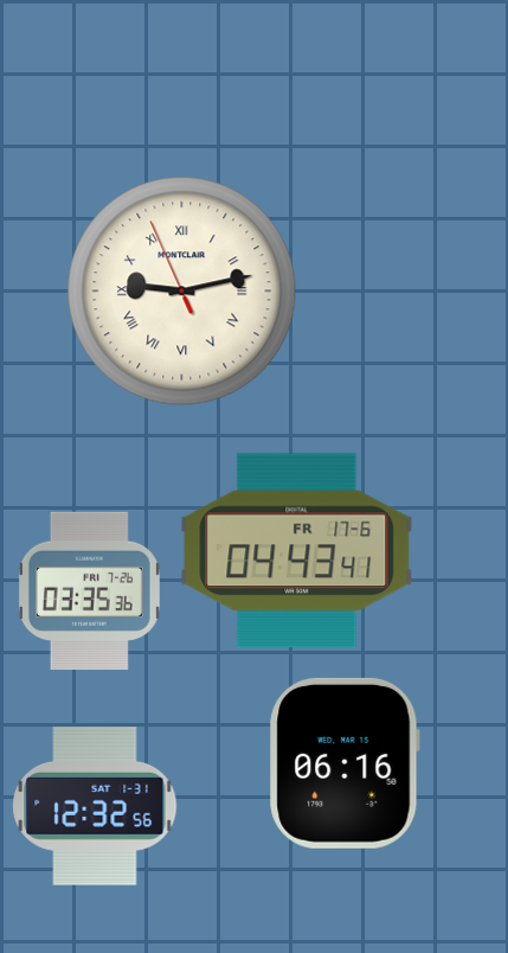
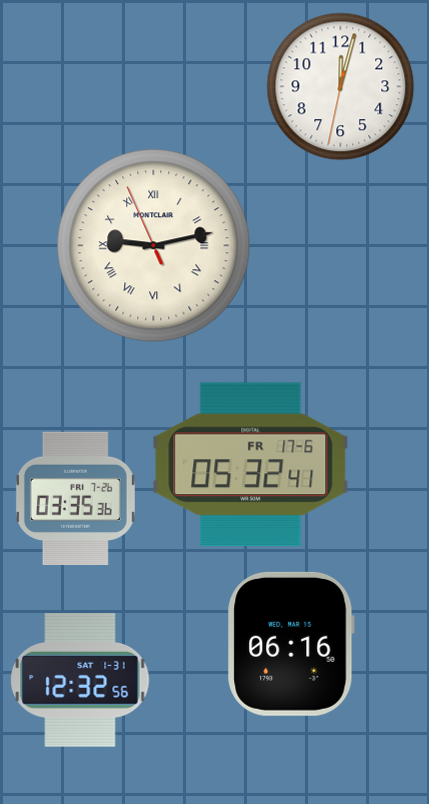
clock at (341, 87): none -> 12:02
clock at (297, 551): 04:43 -> 05:32
